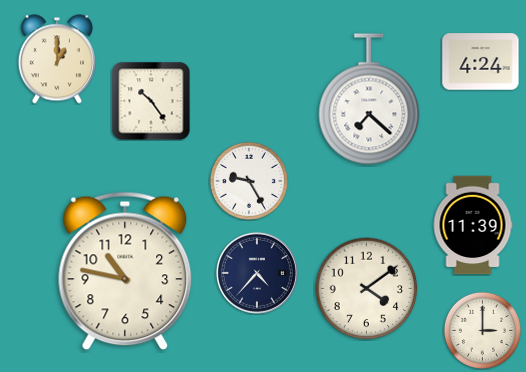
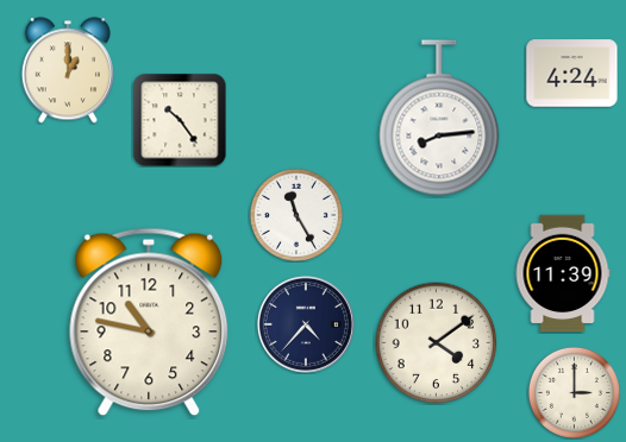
clock at (369, 99): 7:22 -> 8:14
clock at (249, 181): 9:25 -> 11:25
clock at (473, 225) position: (473, 225) -> (563, 273)
